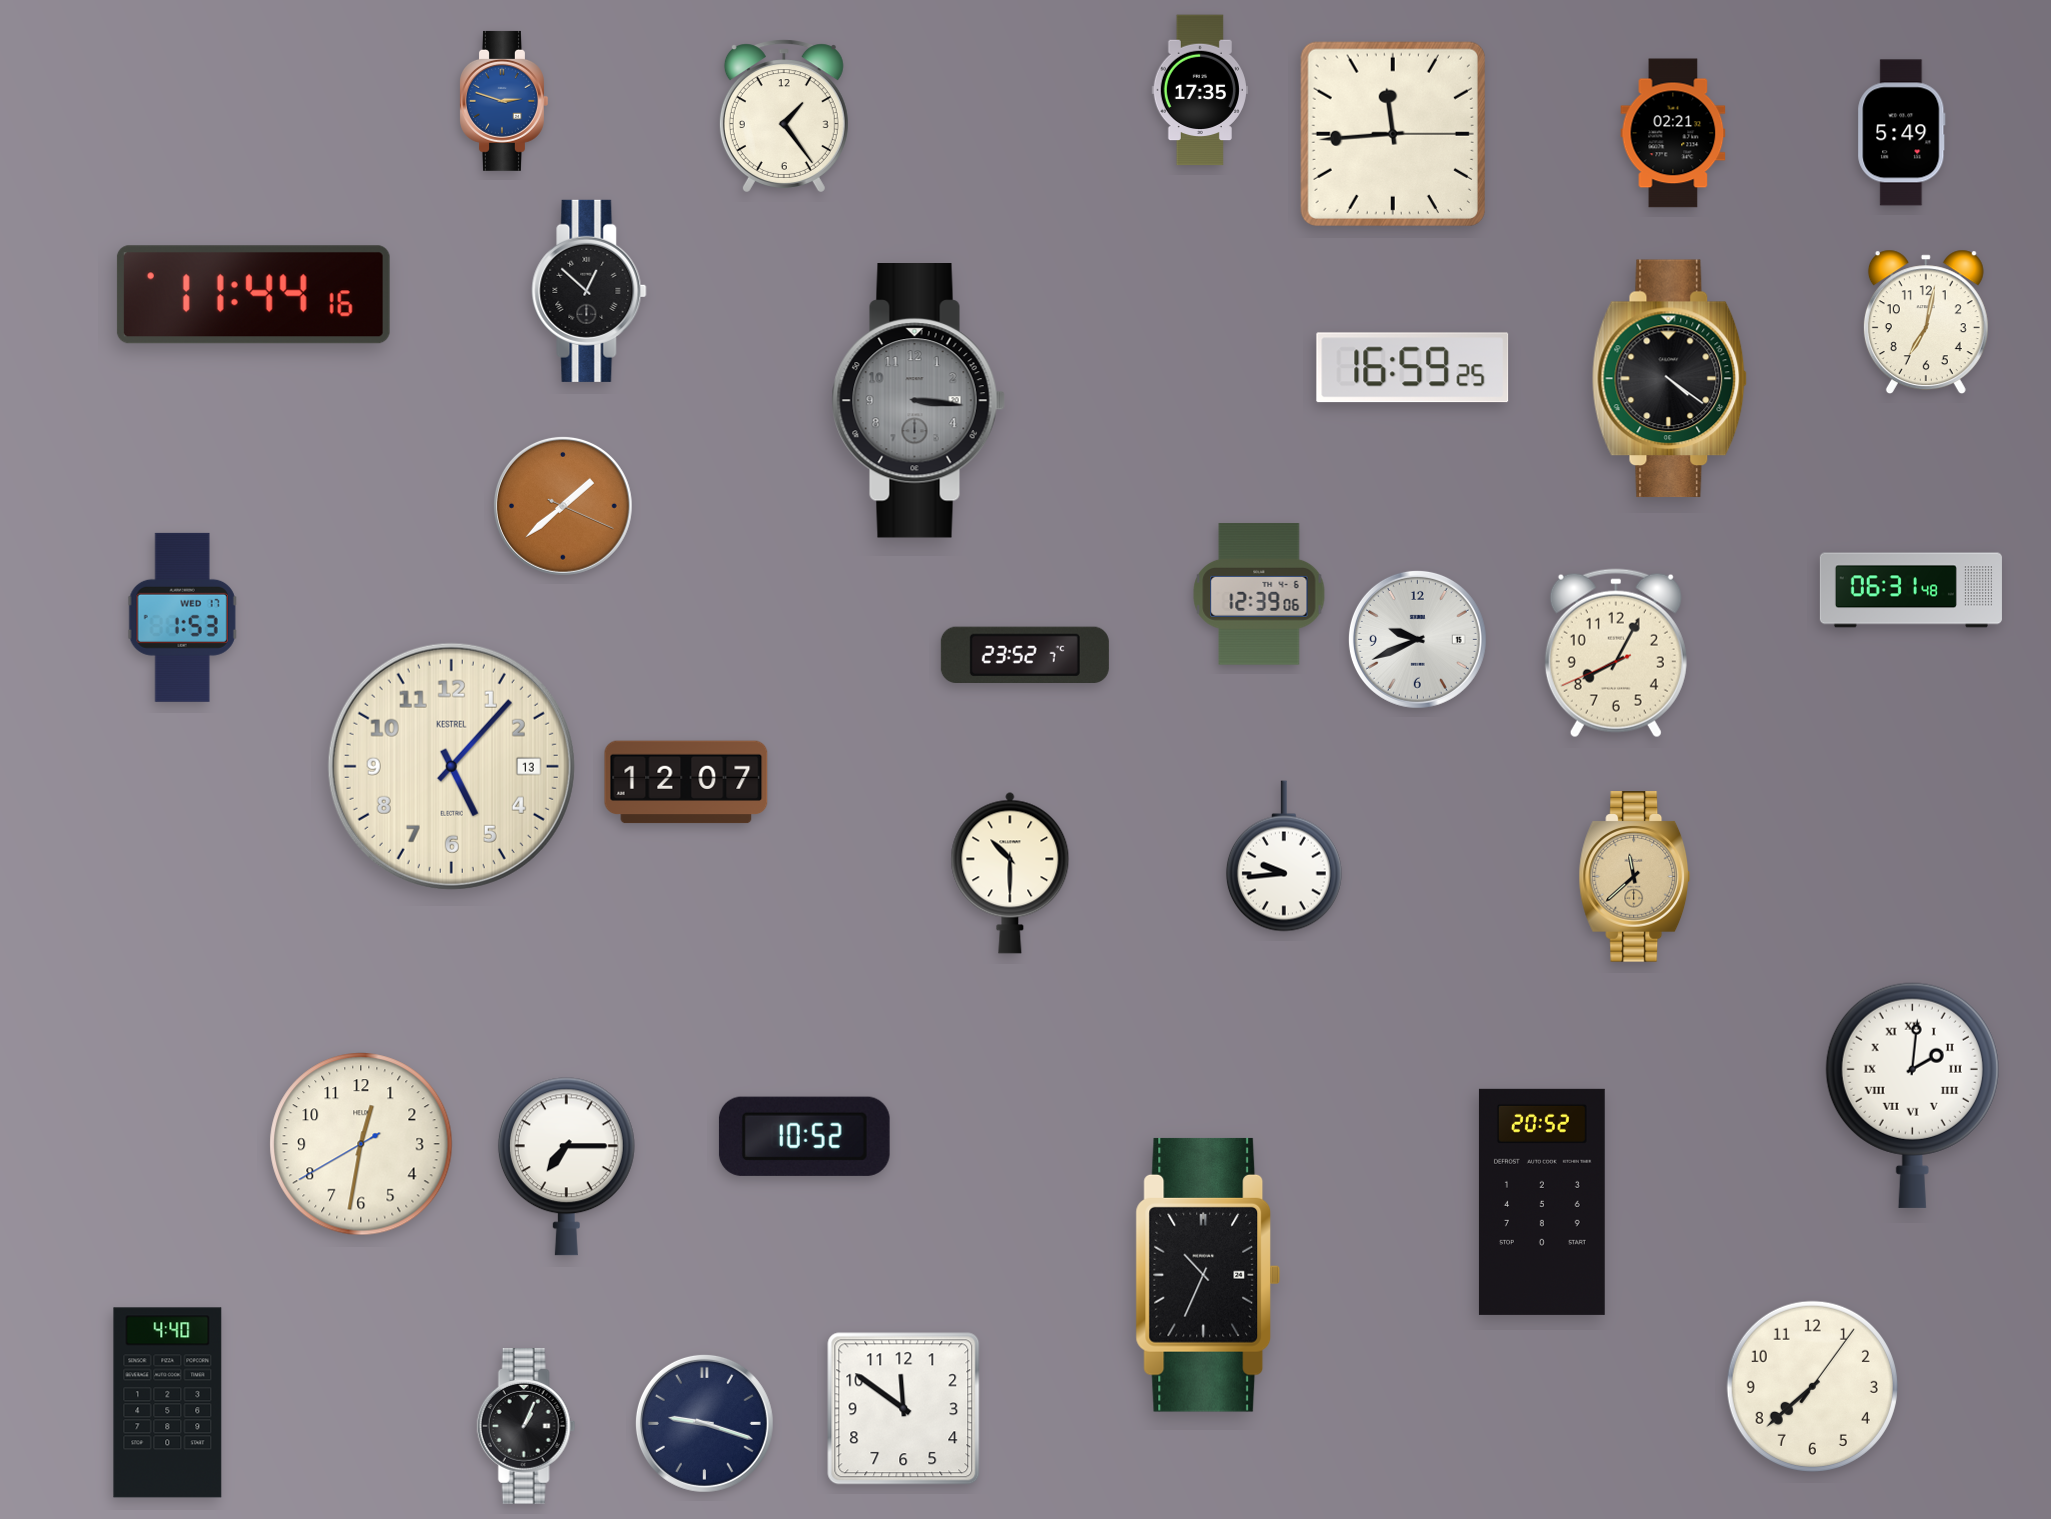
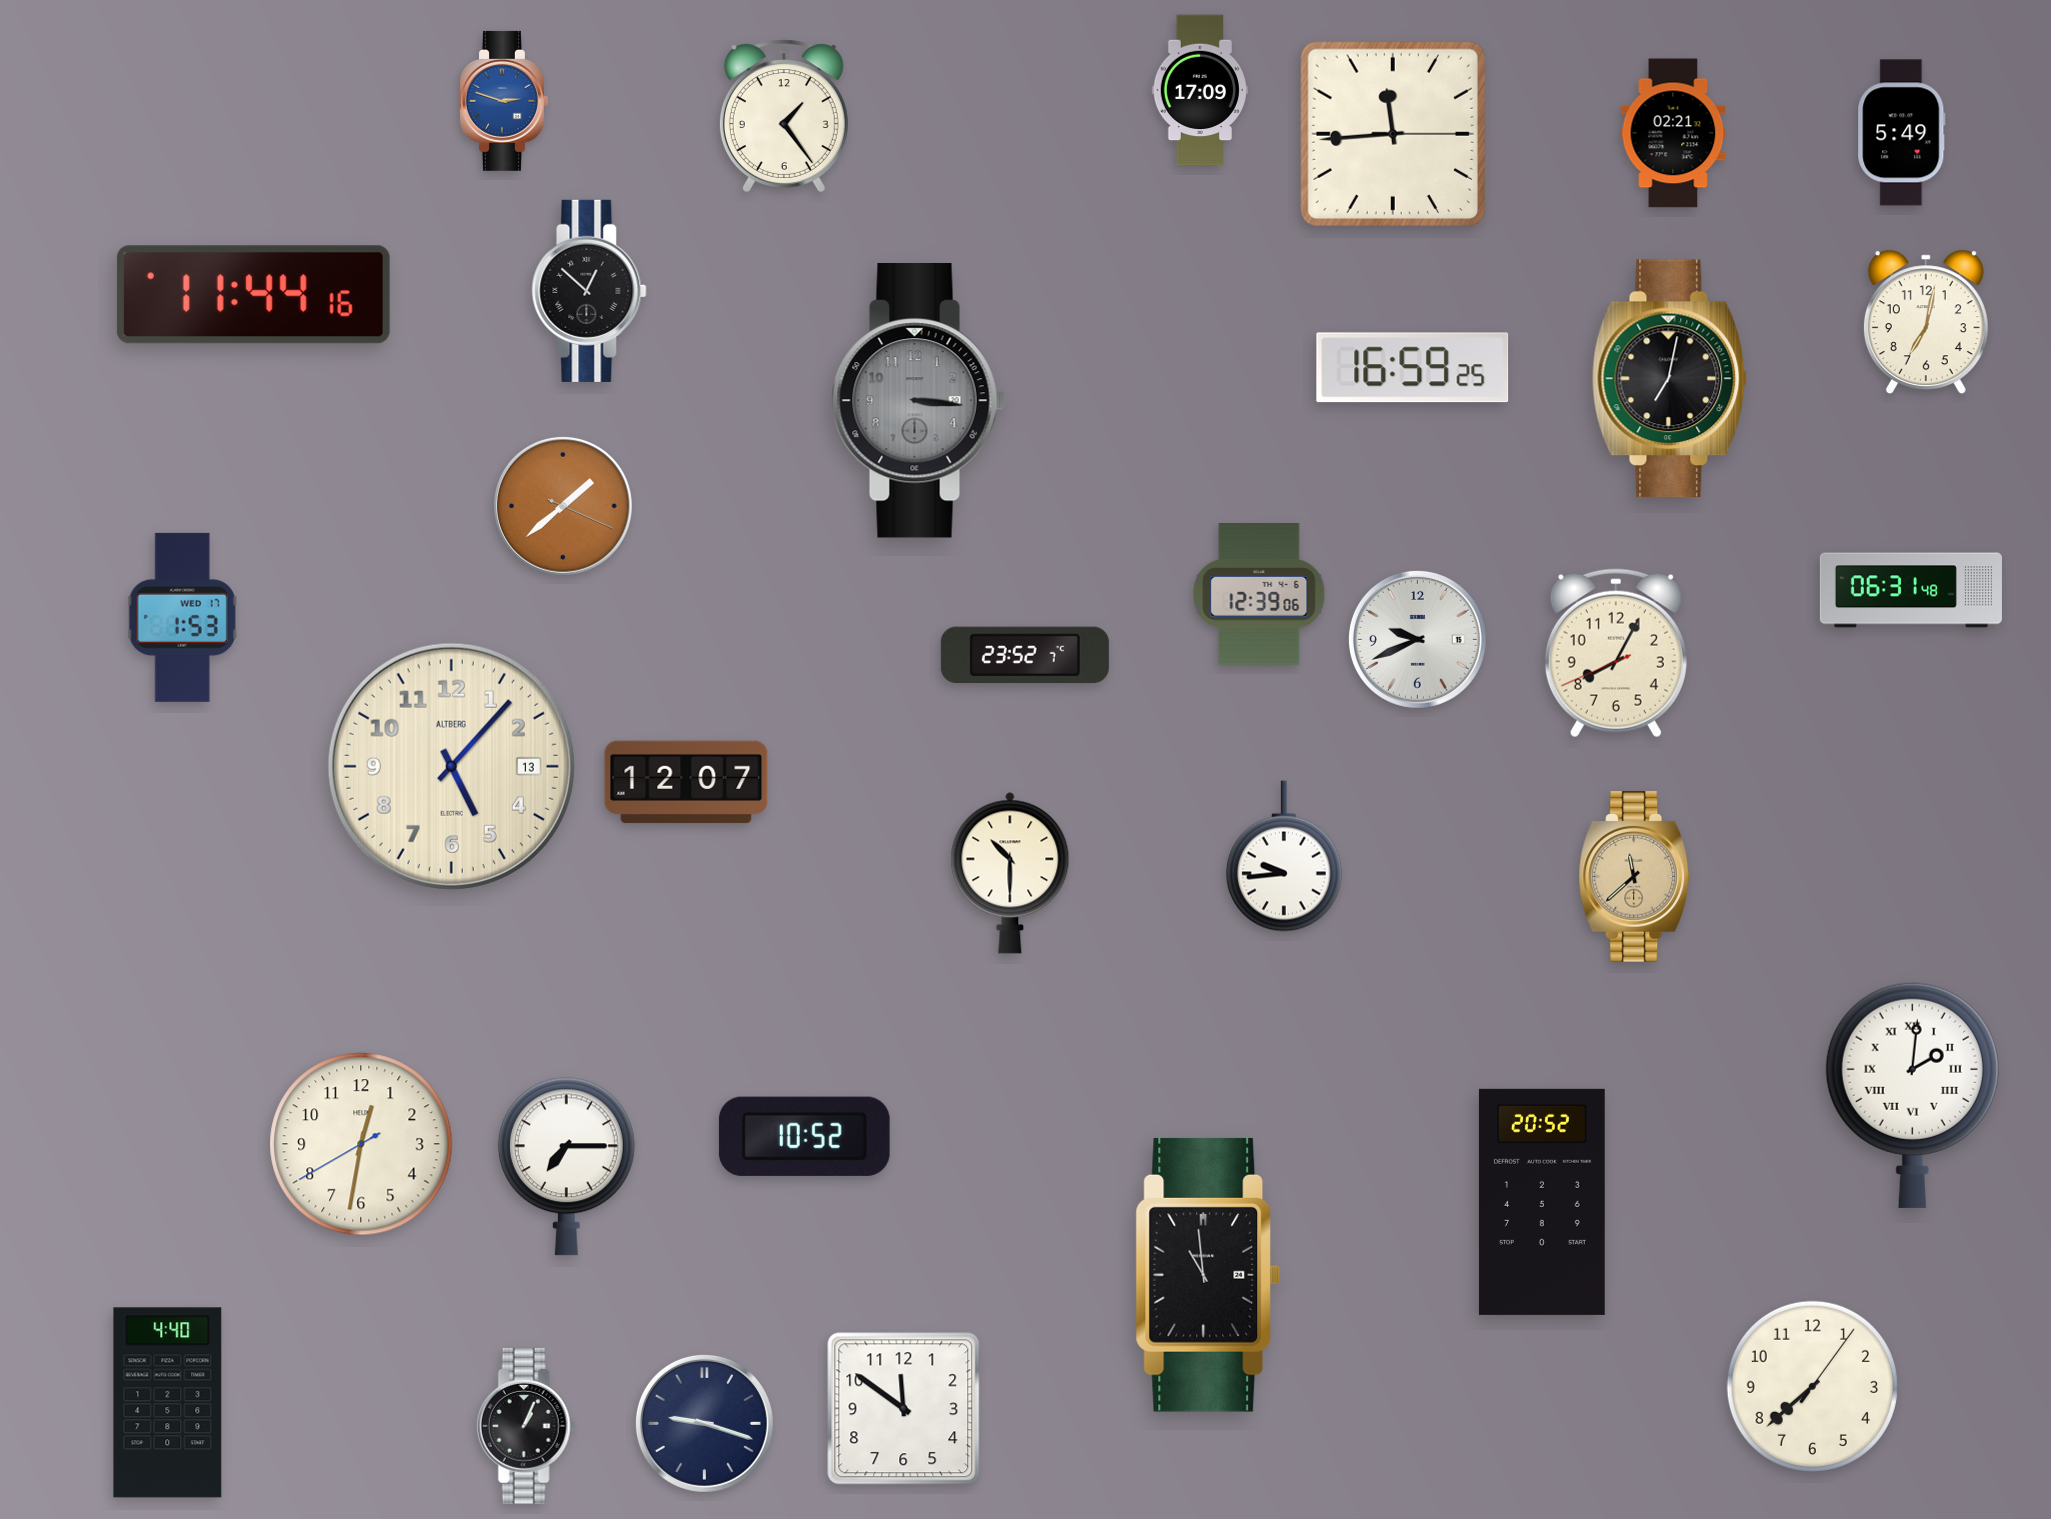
clock at (1199, 90): 17:35 -> 17:09
clock at (1670, 379): 4:21 -> 7:02
clock at (451, 766) brand: KESTREL -> ALTBERG
clock at (1208, 1275): 10:34 -> 10:59
